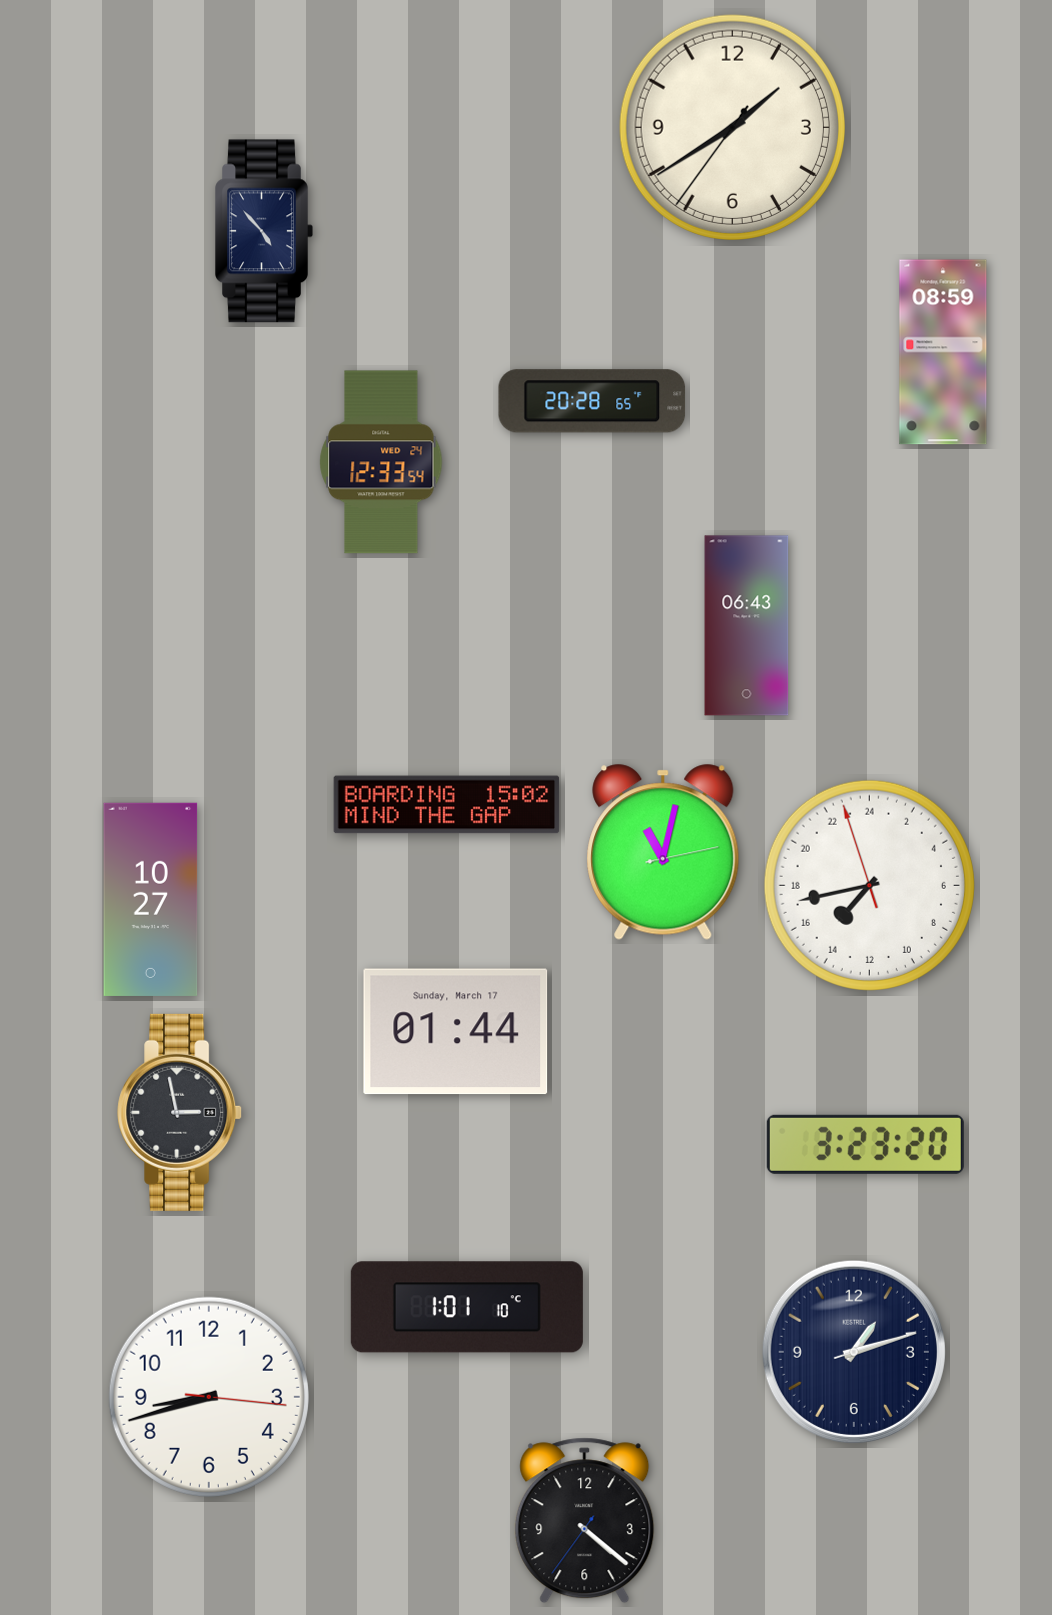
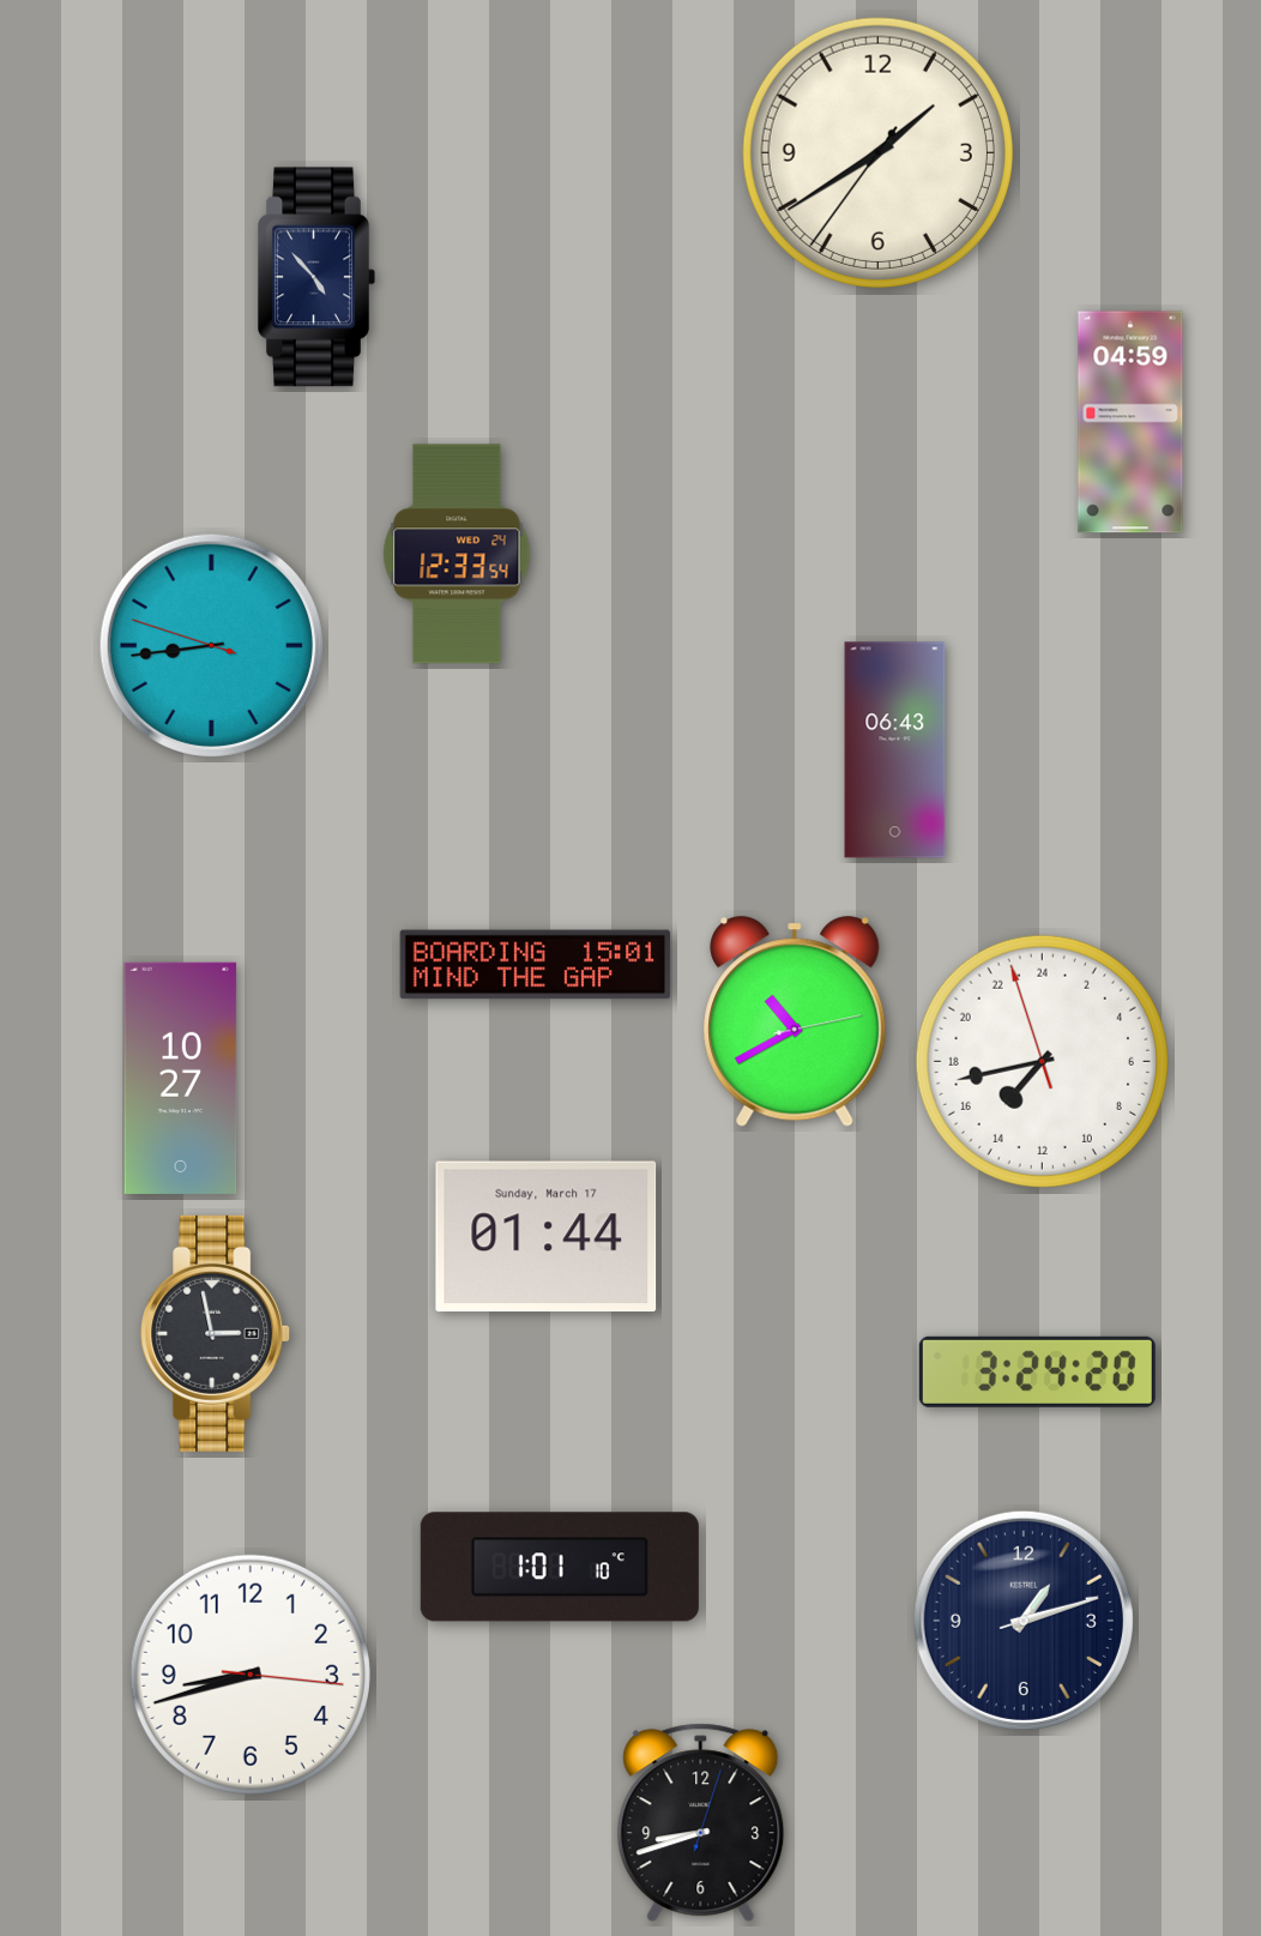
clock at (943, 352): 08:59 -> 04:59
clock at (592, 401): 20:28 -> none
clock at (211, 645): none -> 8:43
clock at (447, 805): 15:02 -> 15:01
clock at (663, 852): 11:02 -> 10:40
clock at (865, 1144): 3:23 -> 3:24
clock at (585, 1521): 4:21 -> 8:42
